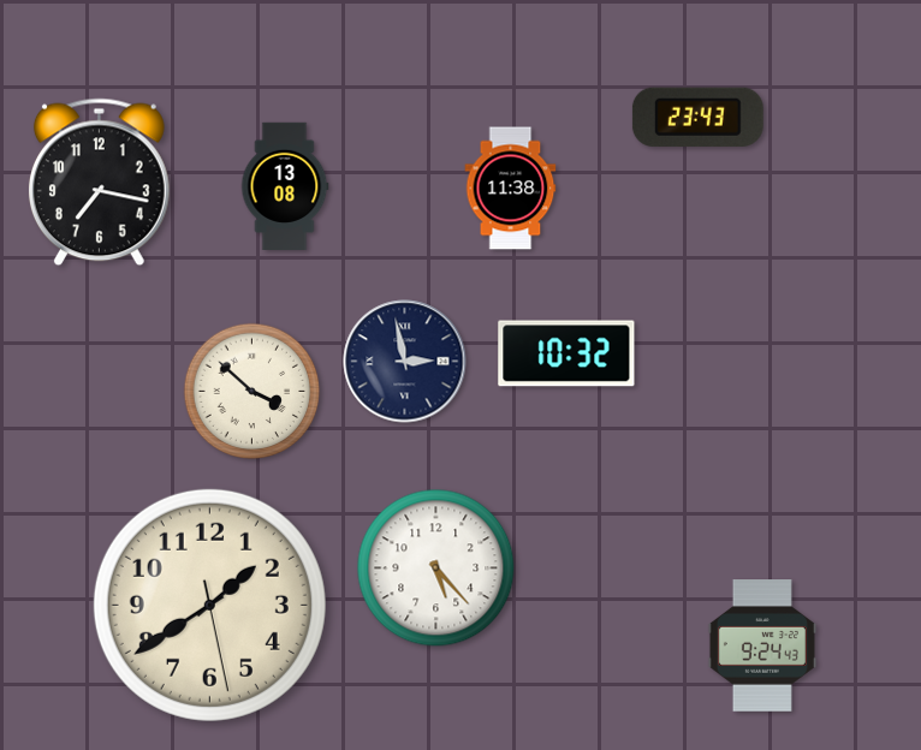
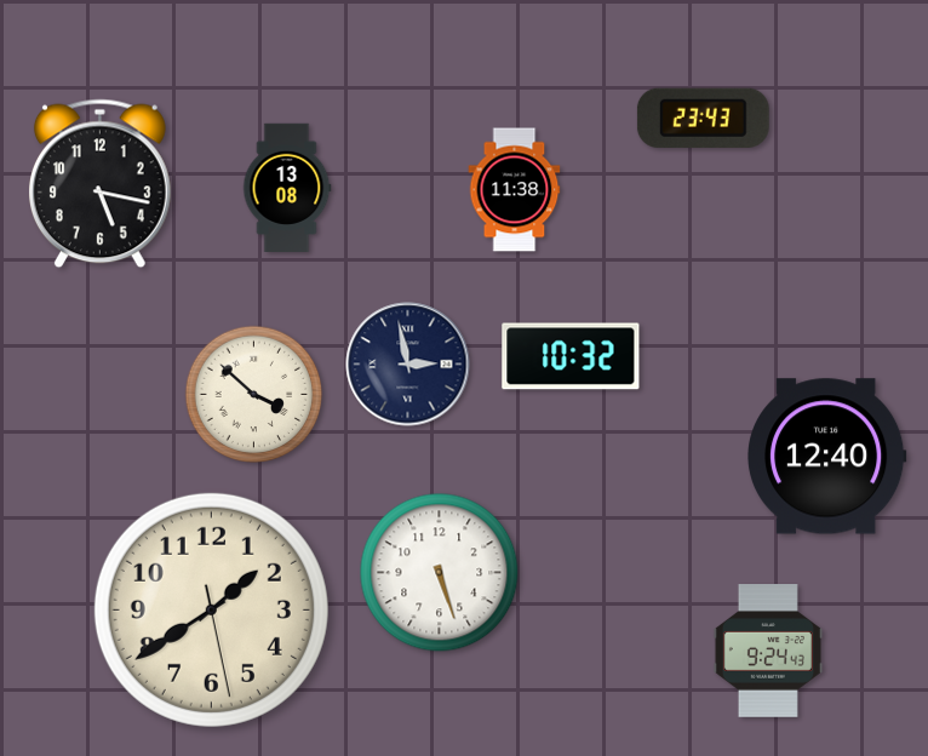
clock at (99, 183): 7:17 -> 5:17
clock at (827, 457): none -> 12:40
clock at (436, 569): 5:23 -> 5:27
